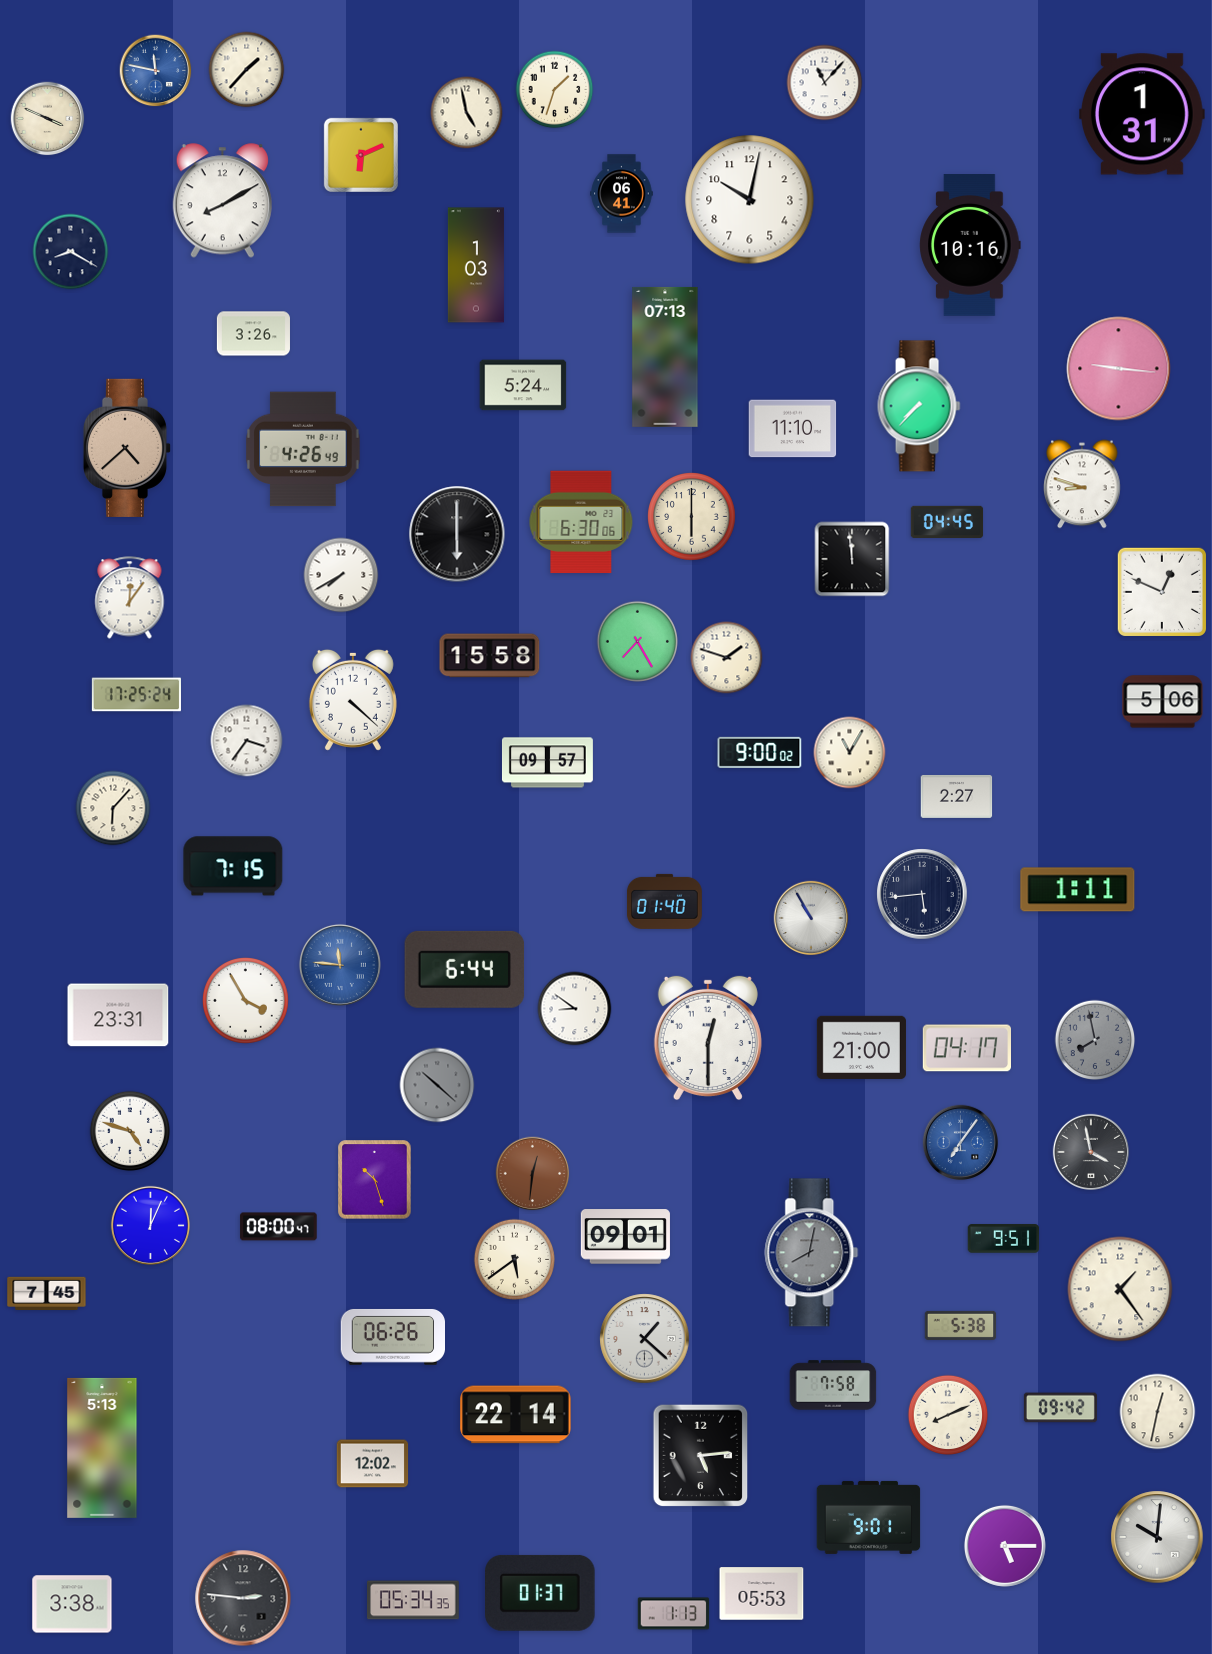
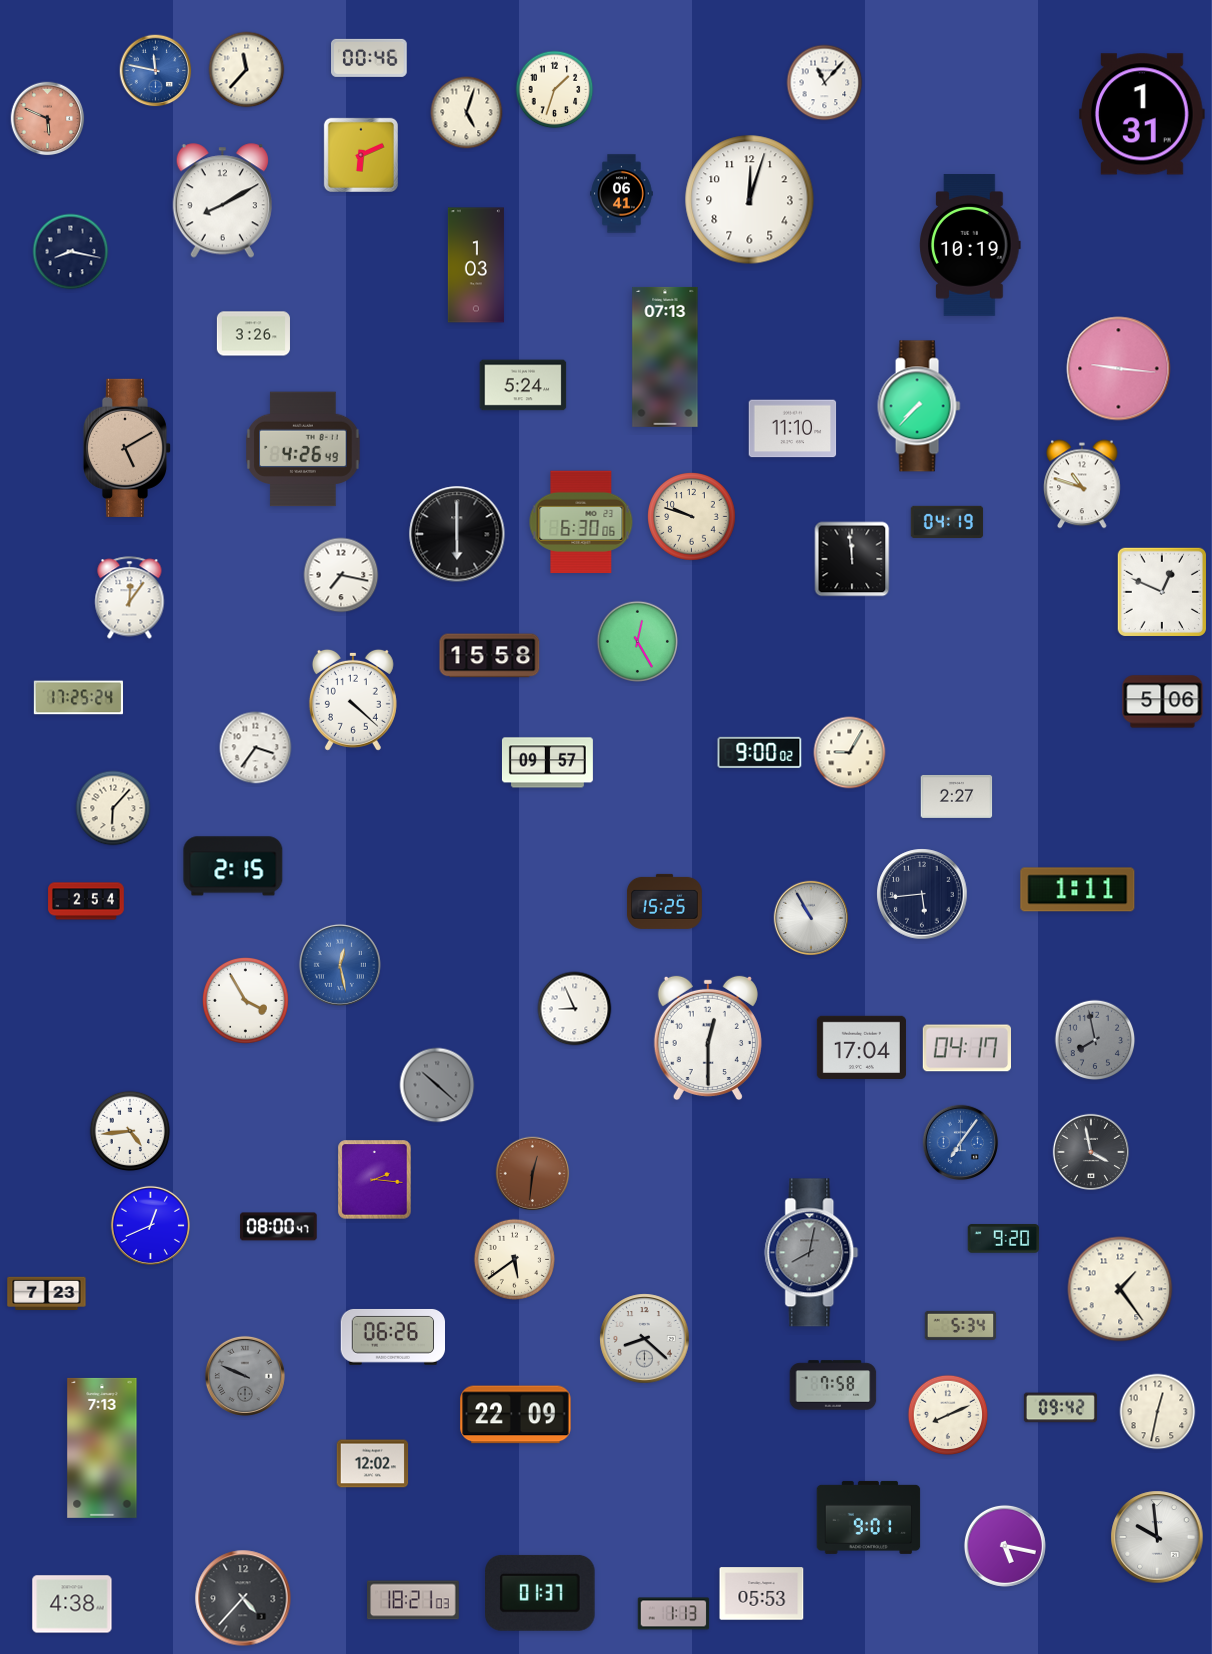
clock at (370, 58): none -> 00:46
clock at (247, 70): 1:37 -> 11:37
clock at (467, 113): 4:58 -> 5:03
clock at (48, 119): 3:49 -> 5:49
clock at (48, 119) dial: cream -> salmon
clock at (750, 200): 10:02 -> 12:03
clock at (970, 245): 10:16 -> 10:19
clock at (71, 252): 8:20 -> 8:17
clock at (127, 448): 4:38 -> 5:10
clock at (1082, 484): 8:48 -> 10:48
clock at (692, 517): 6:00 -> 9:48
clock at (947, 521): 04:45 -> 04:19
clock at (341, 575): 7:40 -> 7:17
clock at (638, 642): 7:25 -> 12:25
clock at (727, 658): 1:48 -> none
clock at (136, 695) position: (136, 695) -> (78, 698)
clock at (247, 741) position: (247, 741) -> (256, 748)
clock at (850, 753): 11:05 -> 9:05
clock at (233, 866): 7:15 -> 2:15
clock at (86, 901): none -> 2:54
clock at (664, 901): 01:40 -> 15:25
clock at (340, 965): 11:46 -> 12:28
clock at (465, 969): 6:44 -> none
clock at (575, 1009): 8:51 -> 8:56
clock at (118, 1015): 23:31 -> none
clock at (861, 1047): 21:00 -> 17:04
clock at (130, 1131): 4:48 -> 4:44
clock at (375, 1180): 10:27 -> 2:16
clock at (150, 1225): 12:04 -> 12:41
clock at (625, 1237): 09:01 -> none
clock at (1004, 1239): 9:51 -> 9:20
clock at (47, 1294): 7:45 -> 7:23
clock at (961, 1325): 5:38 -> 5:34
clock at (645, 1339): 1:22 -> 8:22
clock at (245, 1376): none -> 9:49
clock at (516, 1415): 22:14 -> 22:09
clock at (102, 1448): 5:13 -> 7:13
clock at (701, 1456): 5:14 -> none
clock at (1157, 1537): 10:01 -> 9:59
clock at (1005, 1546): 5:15 -> 5:17
clock at (243, 1598): 2:46 -> 4:37
clock at (414, 1600): 05:34 -> 18:21
clock at (72, 1604): 3:38 -> 4:38
